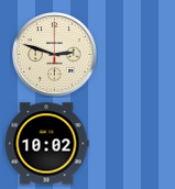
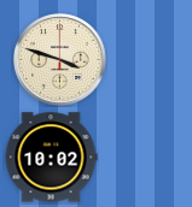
clock at (55, 55): 2:48 -> 3:48
